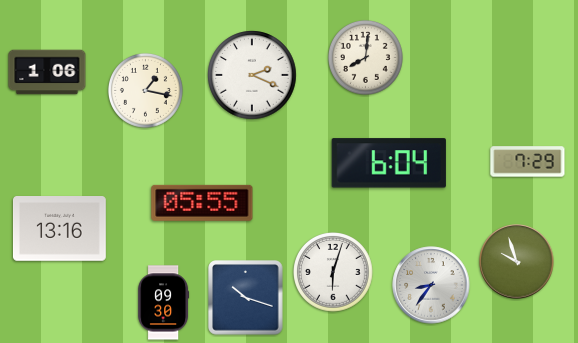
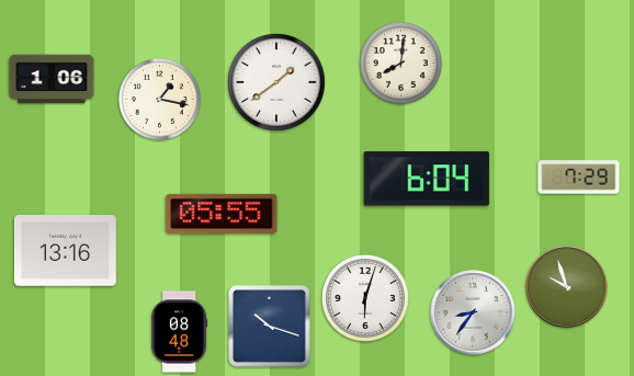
clock at (252, 75): 2:19 -> 1:39
clock at (202, 203) position: (202, 203) -> (222, 214)
clock at (164, 303): 09:30 -> 08:48
